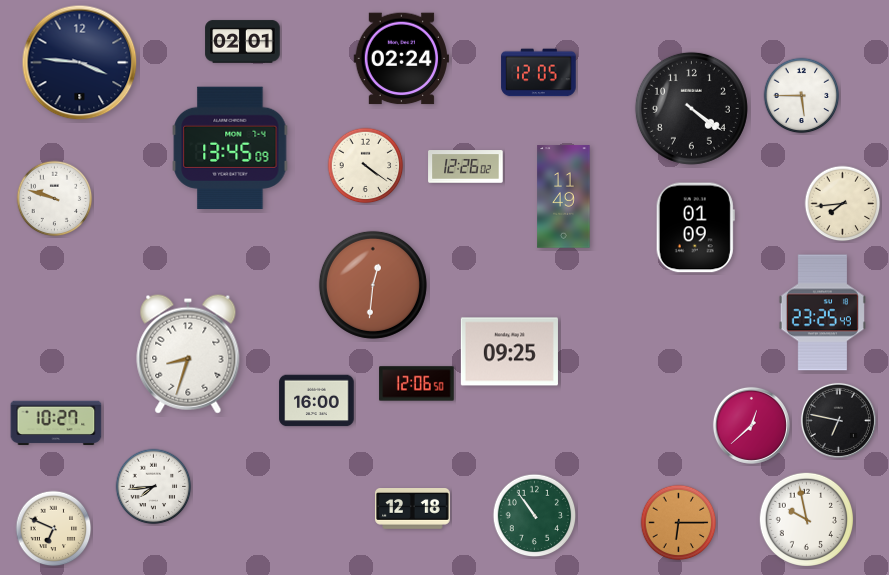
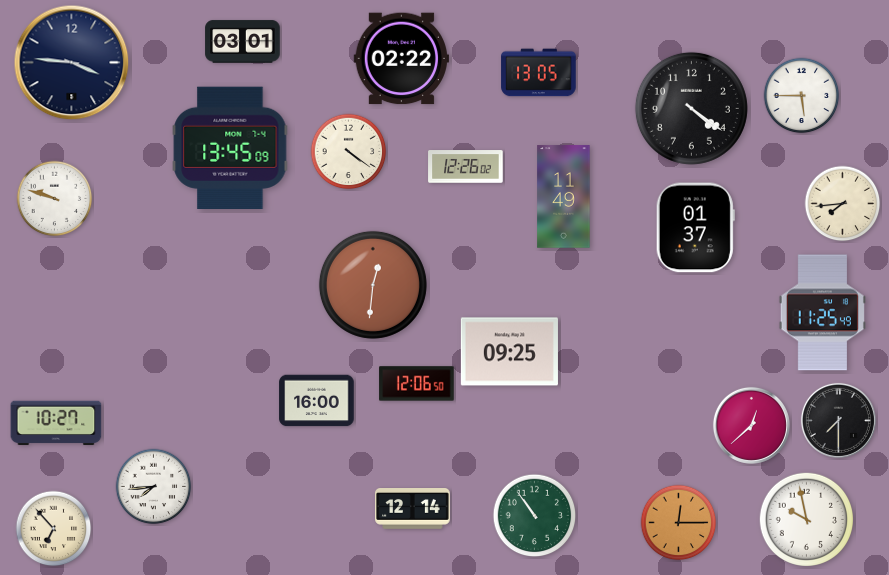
clock at (243, 42): 02:01 -> 03:01
clock at (401, 59): 02:24 -> 02:22
clock at (80, 63) position: (80, 63) -> (72, 63)
clock at (539, 73): 12:05 -> 13:05
clock at (366, 166) position: (366, 166) -> (349, 152)
clock at (695, 228): 01:09 -> 01:37
clock at (822, 313): 23:25 -> 11:25
clock at (188, 354): 8:33 -> none
clock at (838, 420): 6:47 -> 7:30
clock at (413, 509): 12:18 -> 12:14
clock at (679, 523): 6:15 -> 12:15
clock at (54, 529): 6:49 -> 6:53
